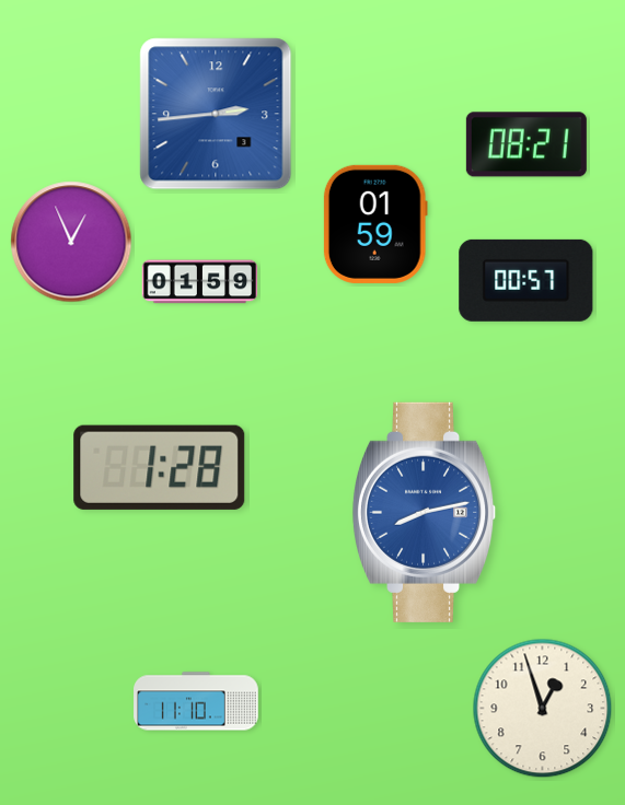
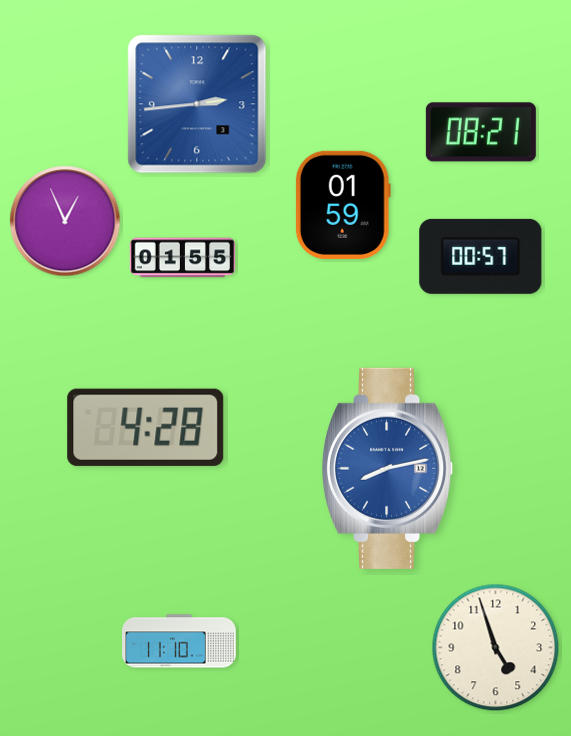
clock at (200, 282): 01:59 -> 01:55
clock at (160, 467): 1:28 -> 4:28
clock at (543, 709): 12:57 -> 4:57
